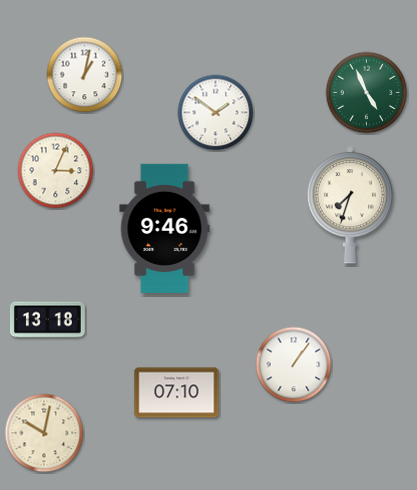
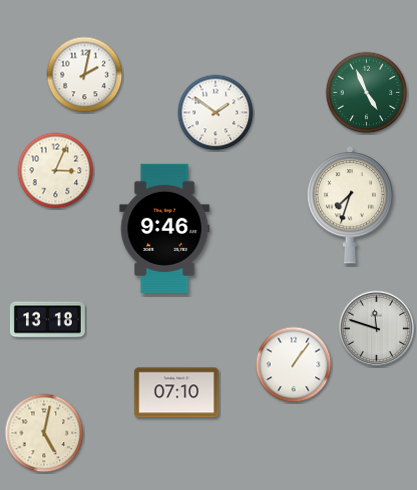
clock at (85, 75): 1:02 -> 2:02
clock at (377, 329): none -> 11:48
clock at (44, 433): 10:02 -> 5:02
